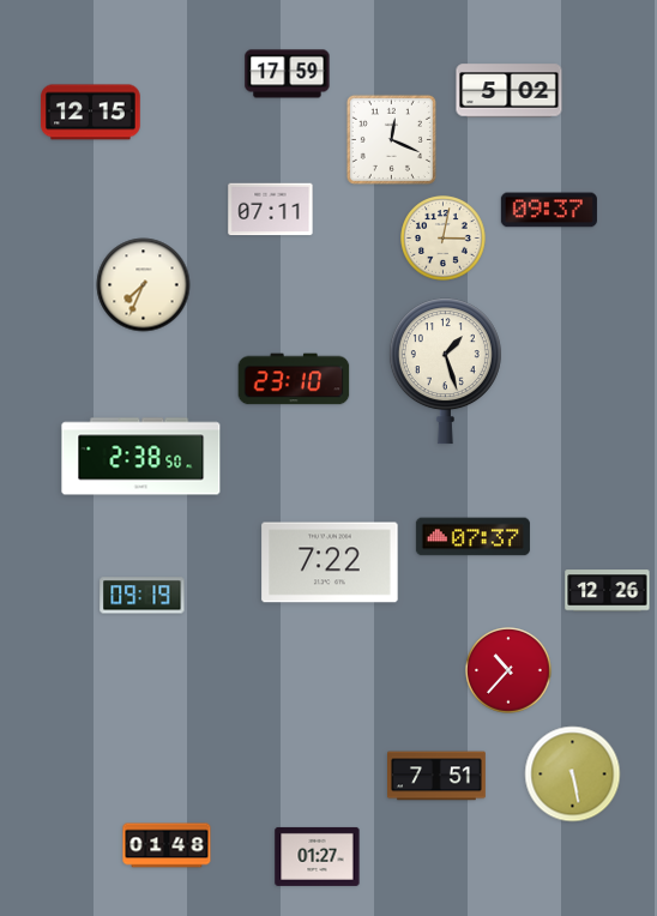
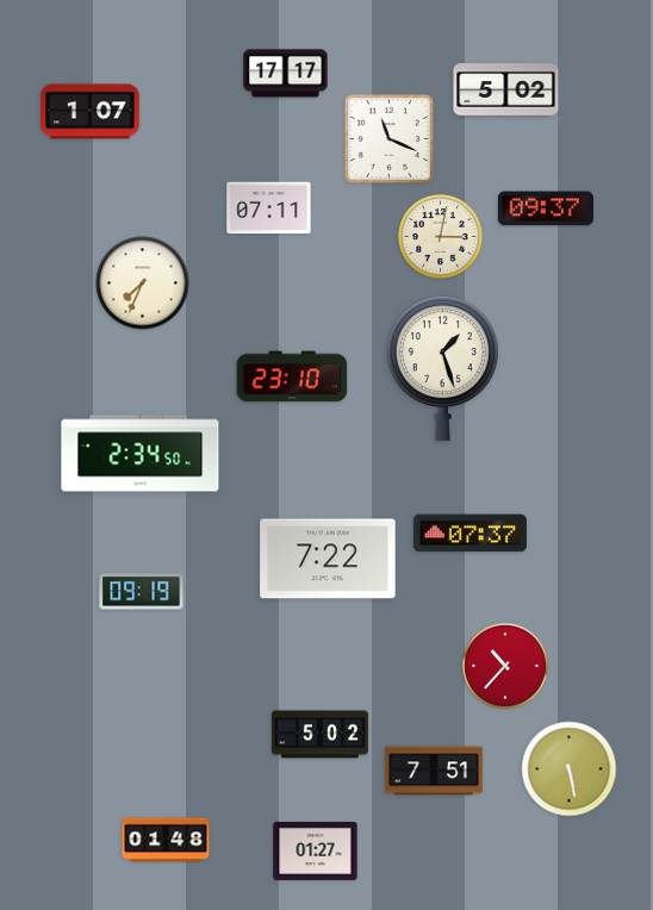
clock at (288, 74): 17:59 -> 17:17
clock at (91, 113): 12:15 -> 1:07
clock at (391, 139): 12:19 -> 11:19
clock at (141, 457): 2:38 -> 2:34
clock at (608, 591): 12:26 -> none
clock at (319, 735): none -> 5:02
